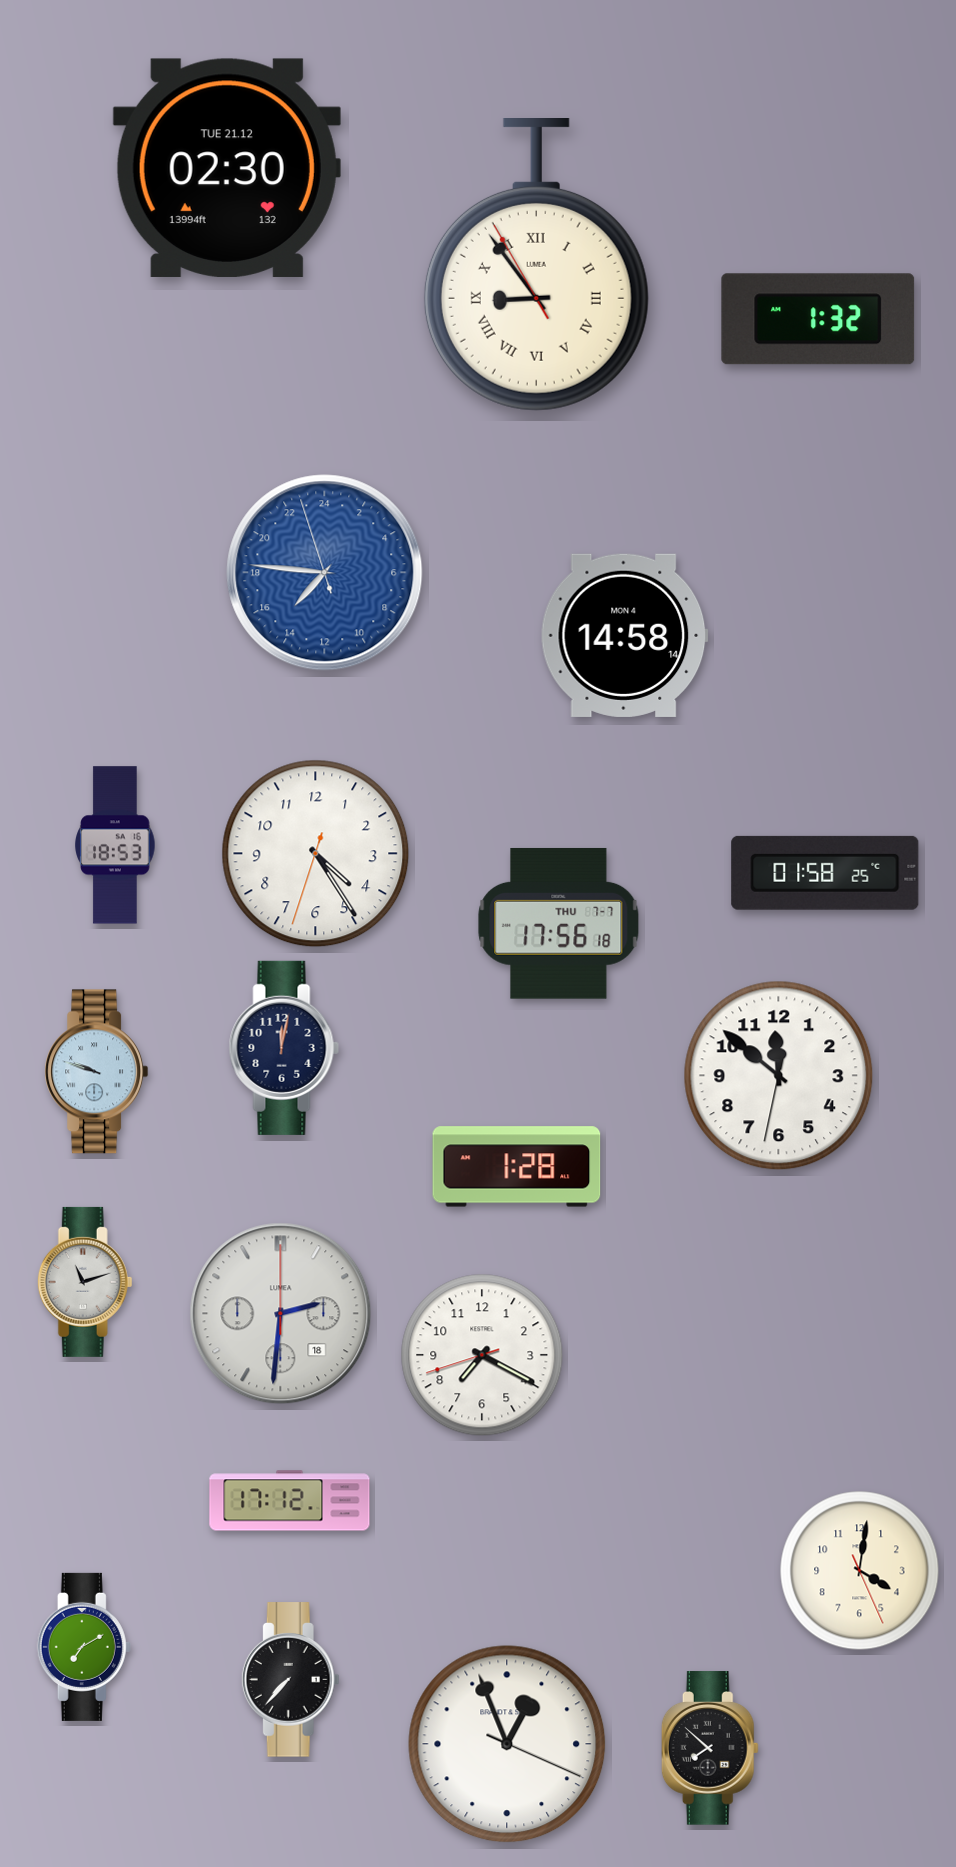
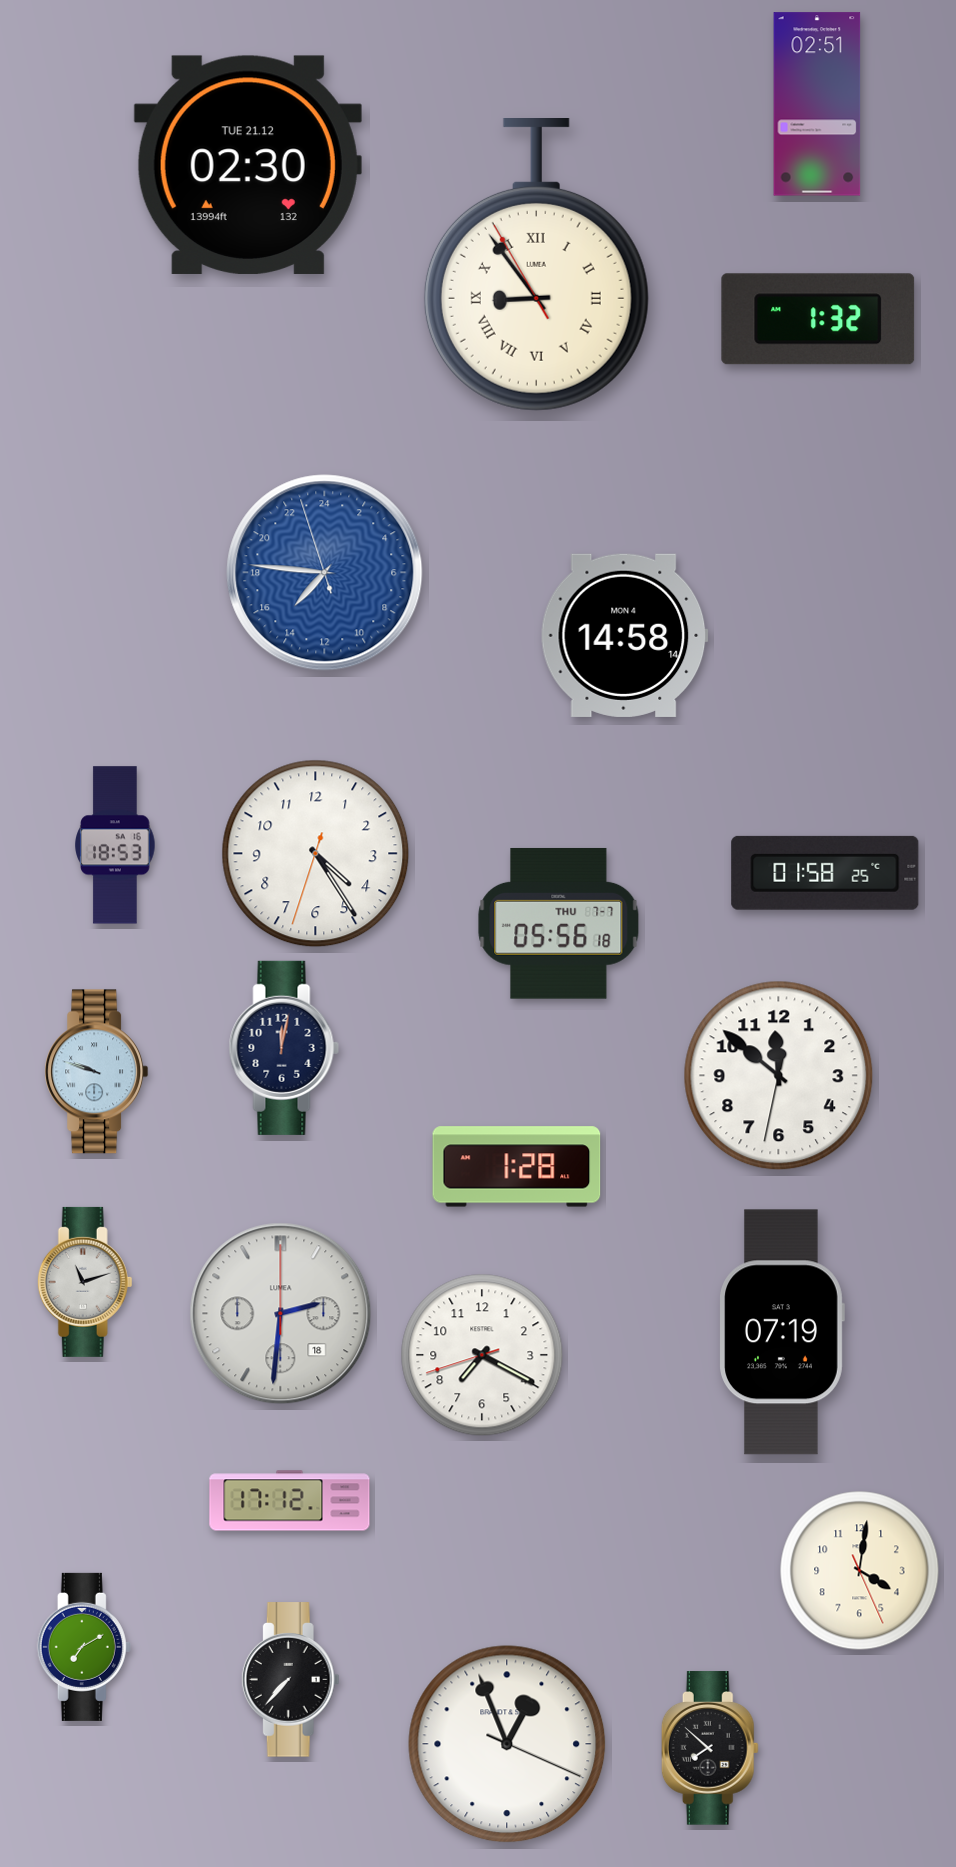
clock at (817, 104): none -> 02:51
clock at (227, 168) position: (227, 168) -> (248, 165)
clock at (559, 923): 17:56 -> 05:56
clock at (782, 1332): none -> 07:19
